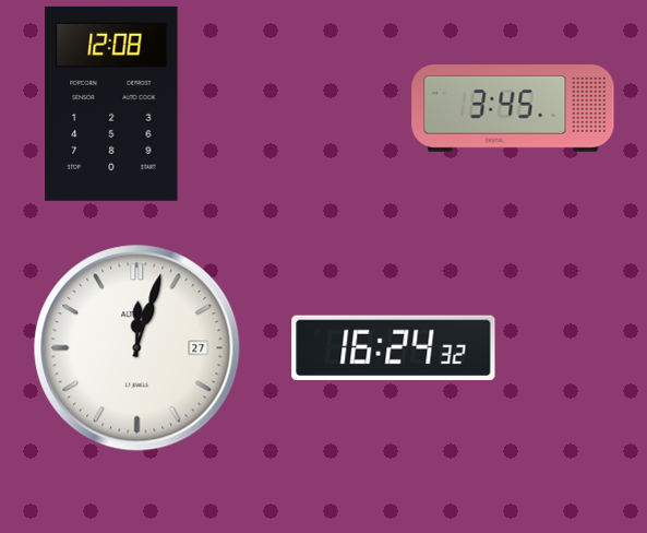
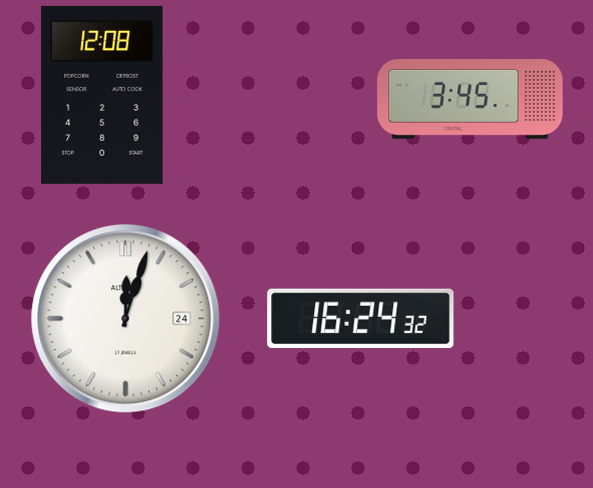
clock at (137, 348) date: 27 -> 24
